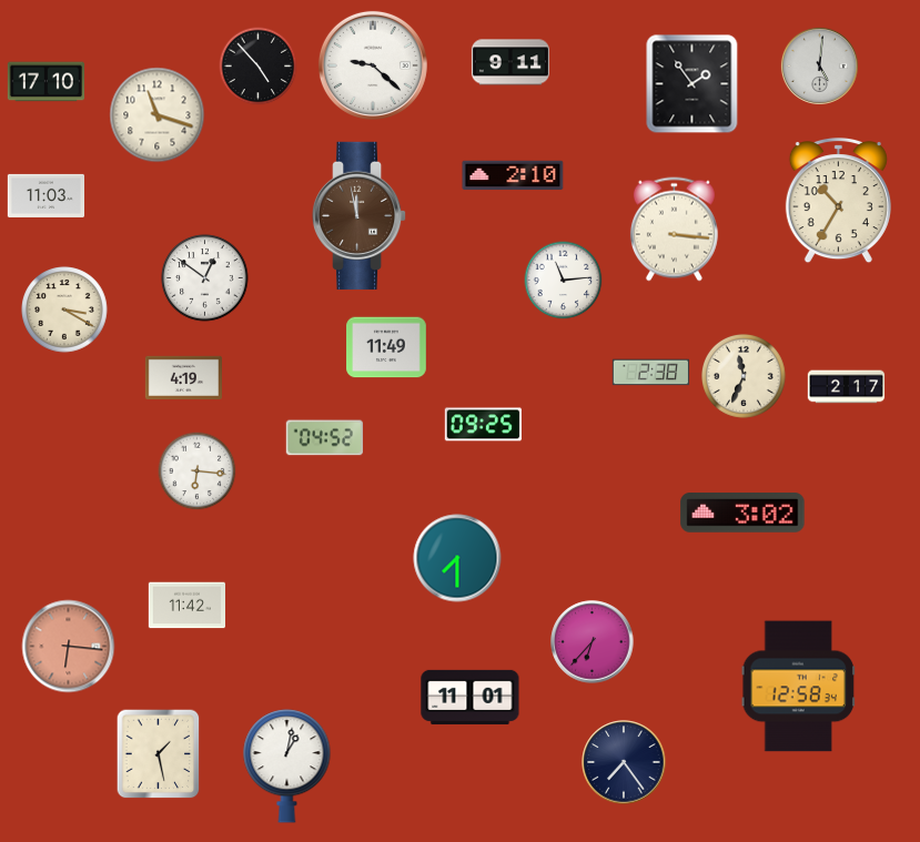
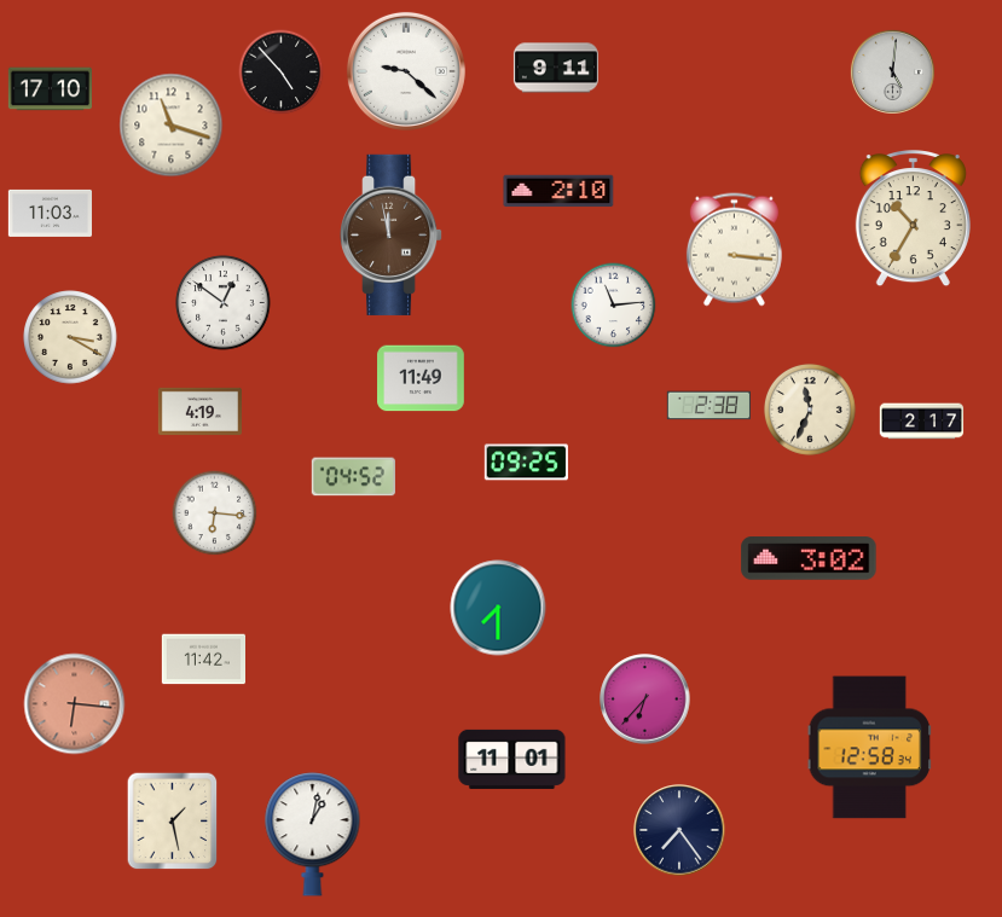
clock at (692, 84): 1:54 -> none
